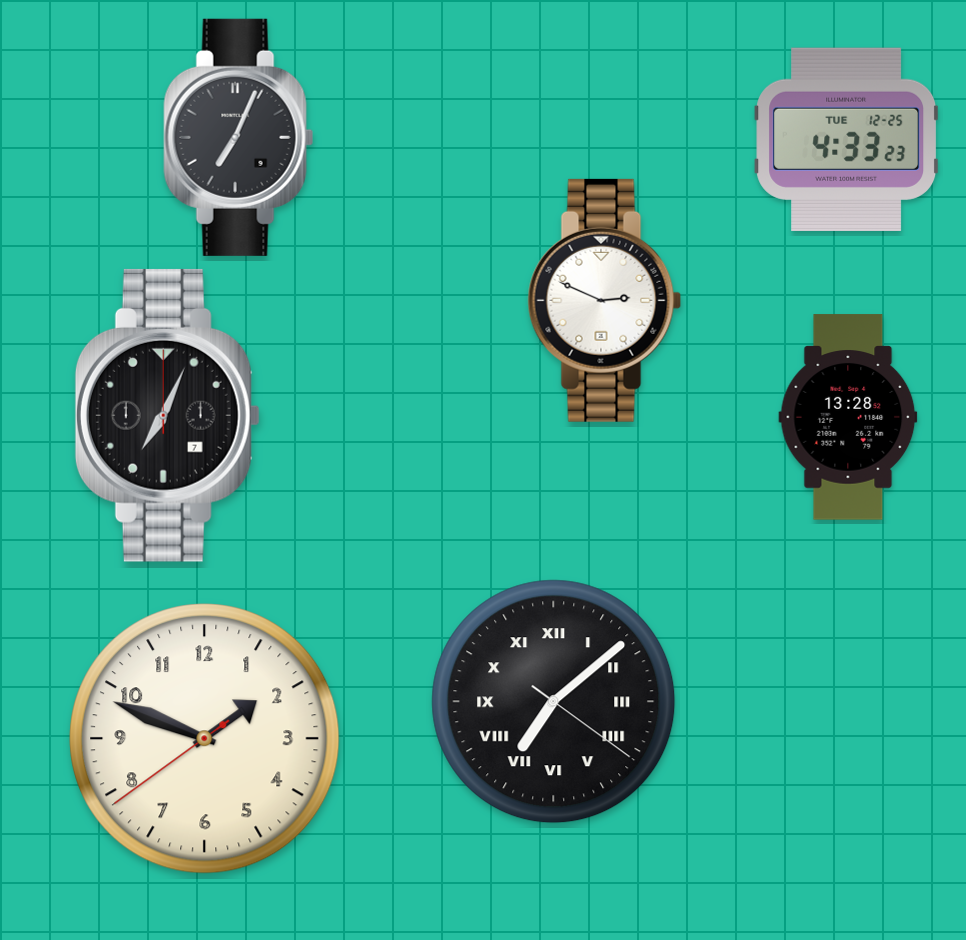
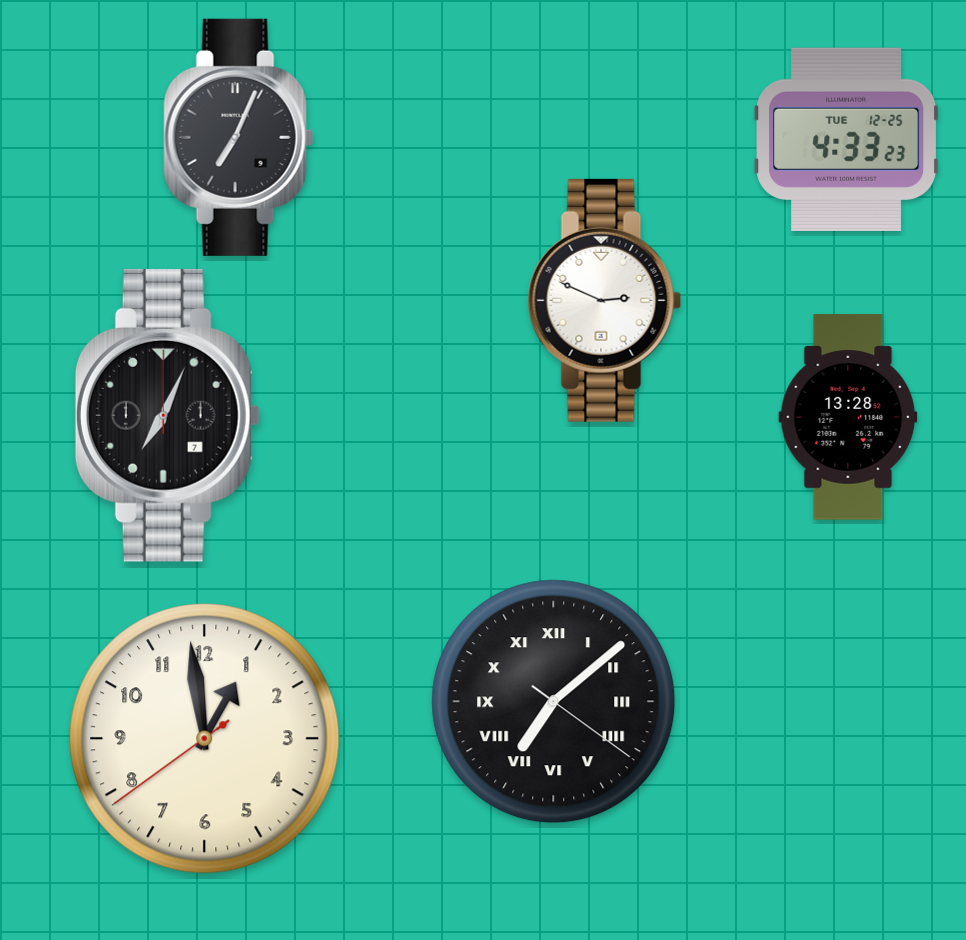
clock at (205, 739): 1:48 -> 12:58
